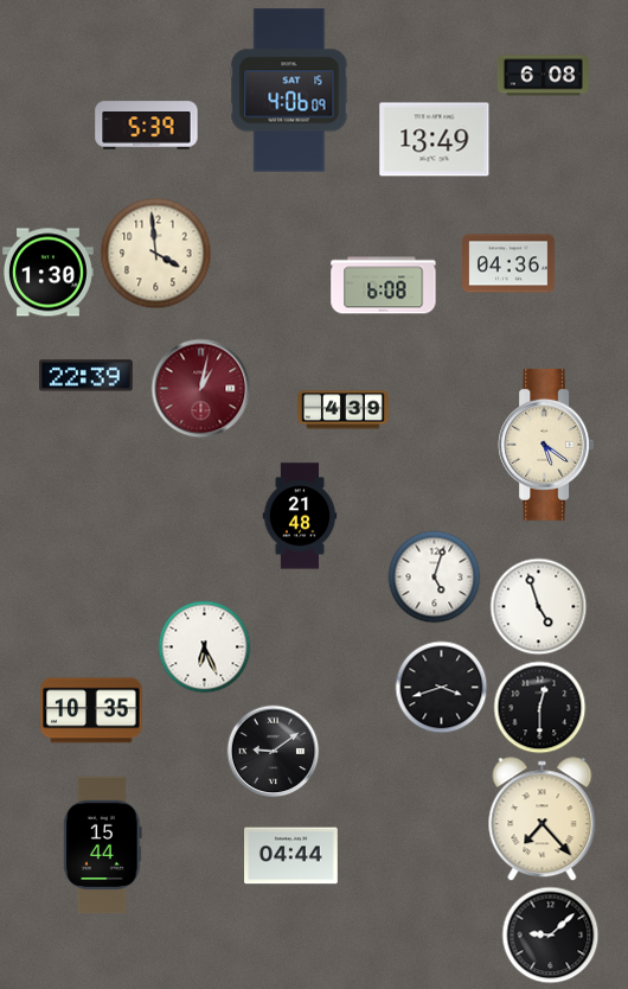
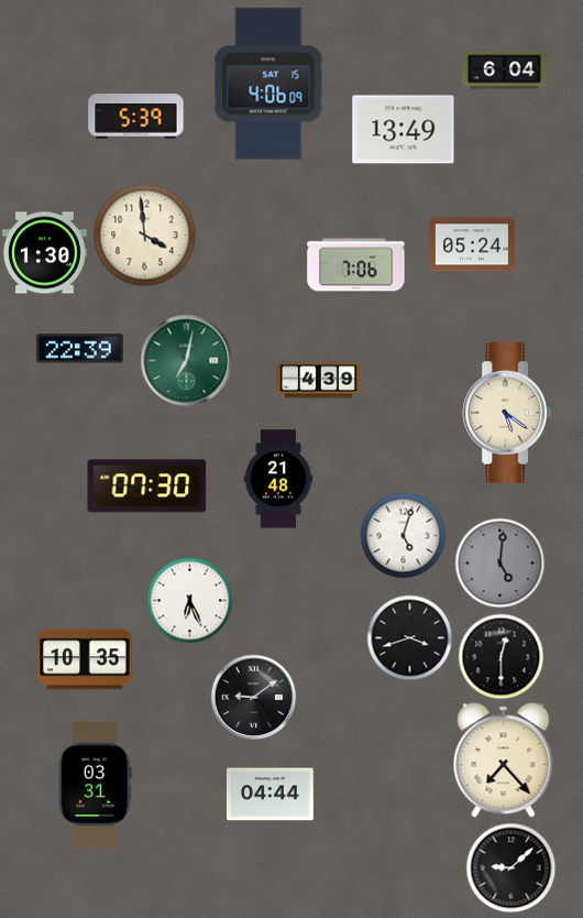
clock at (543, 76): 6:08 -> 6:04
clock at (510, 263): 04:36 -> 05:24
clock at (384, 286): 6:08 -> 7:06
clock at (200, 388): 1:02 -> 7:02
clock at (200, 388) dial: burgundy -> green
clock at (147, 487): none -> 07:30
clock at (538, 606): 4:57 -> 5:01
clock at (538, 606) dial: white -> grey
clock at (102, 846): 15:44 -> 03:31
